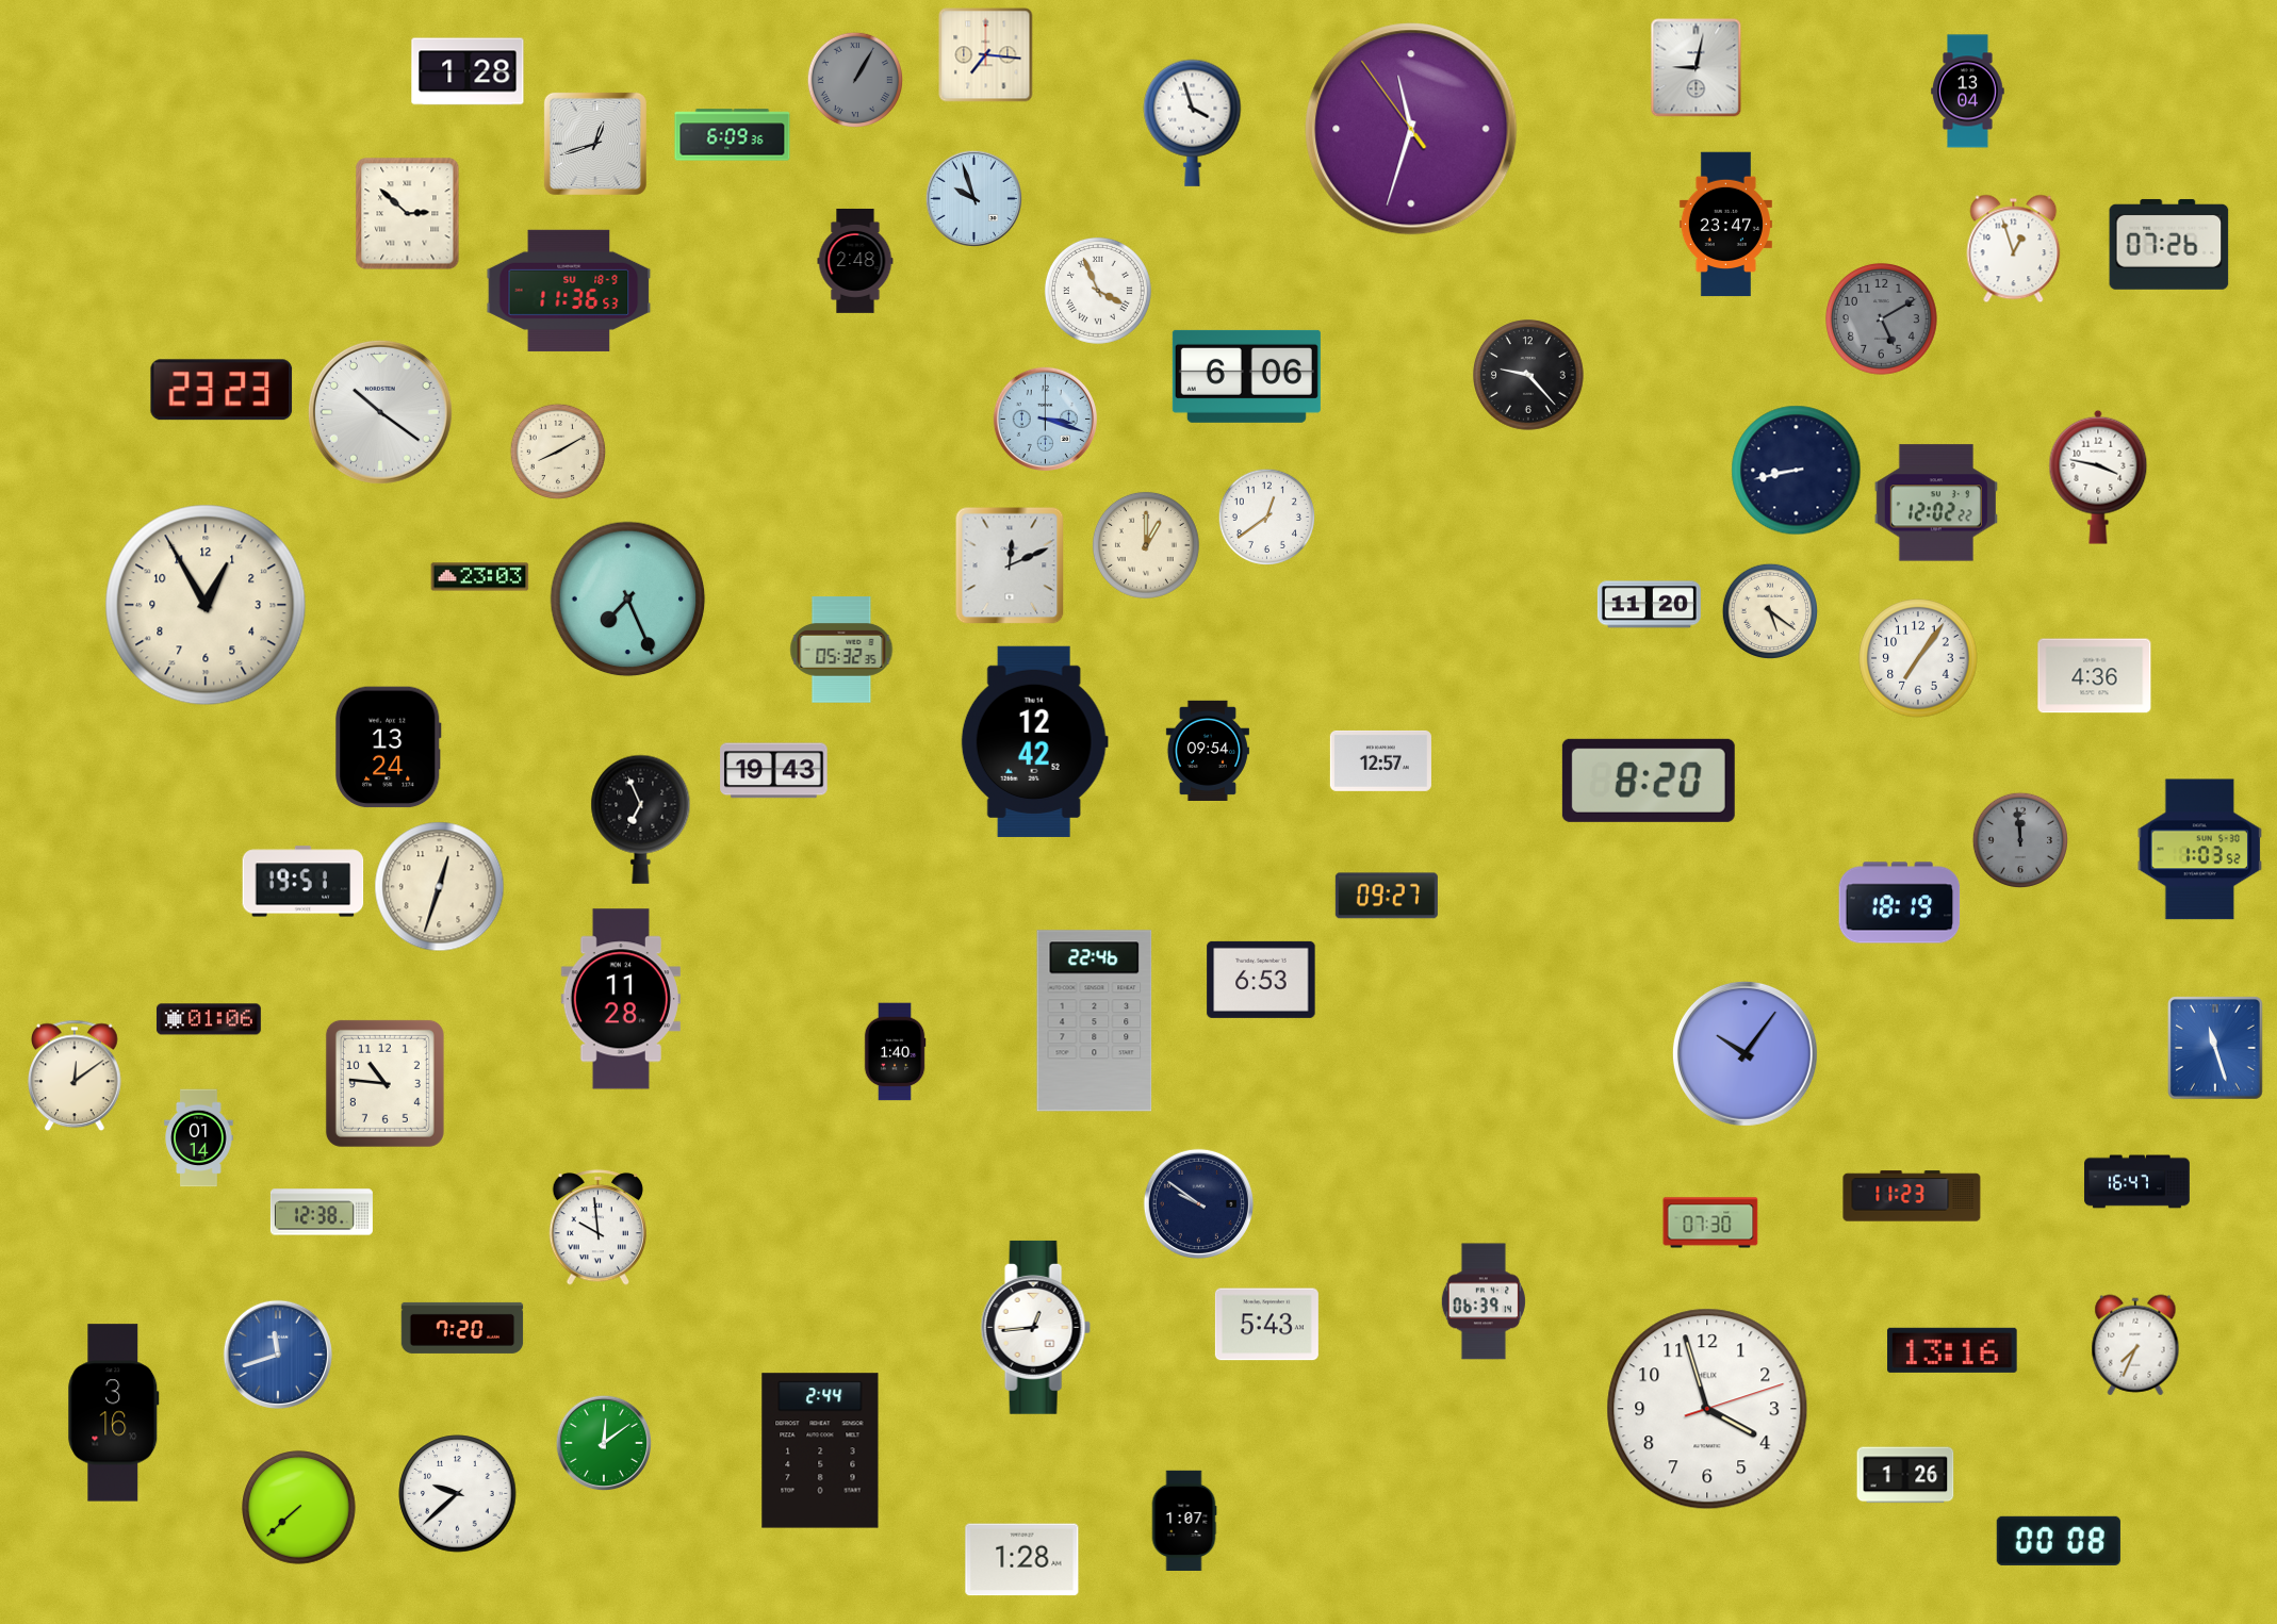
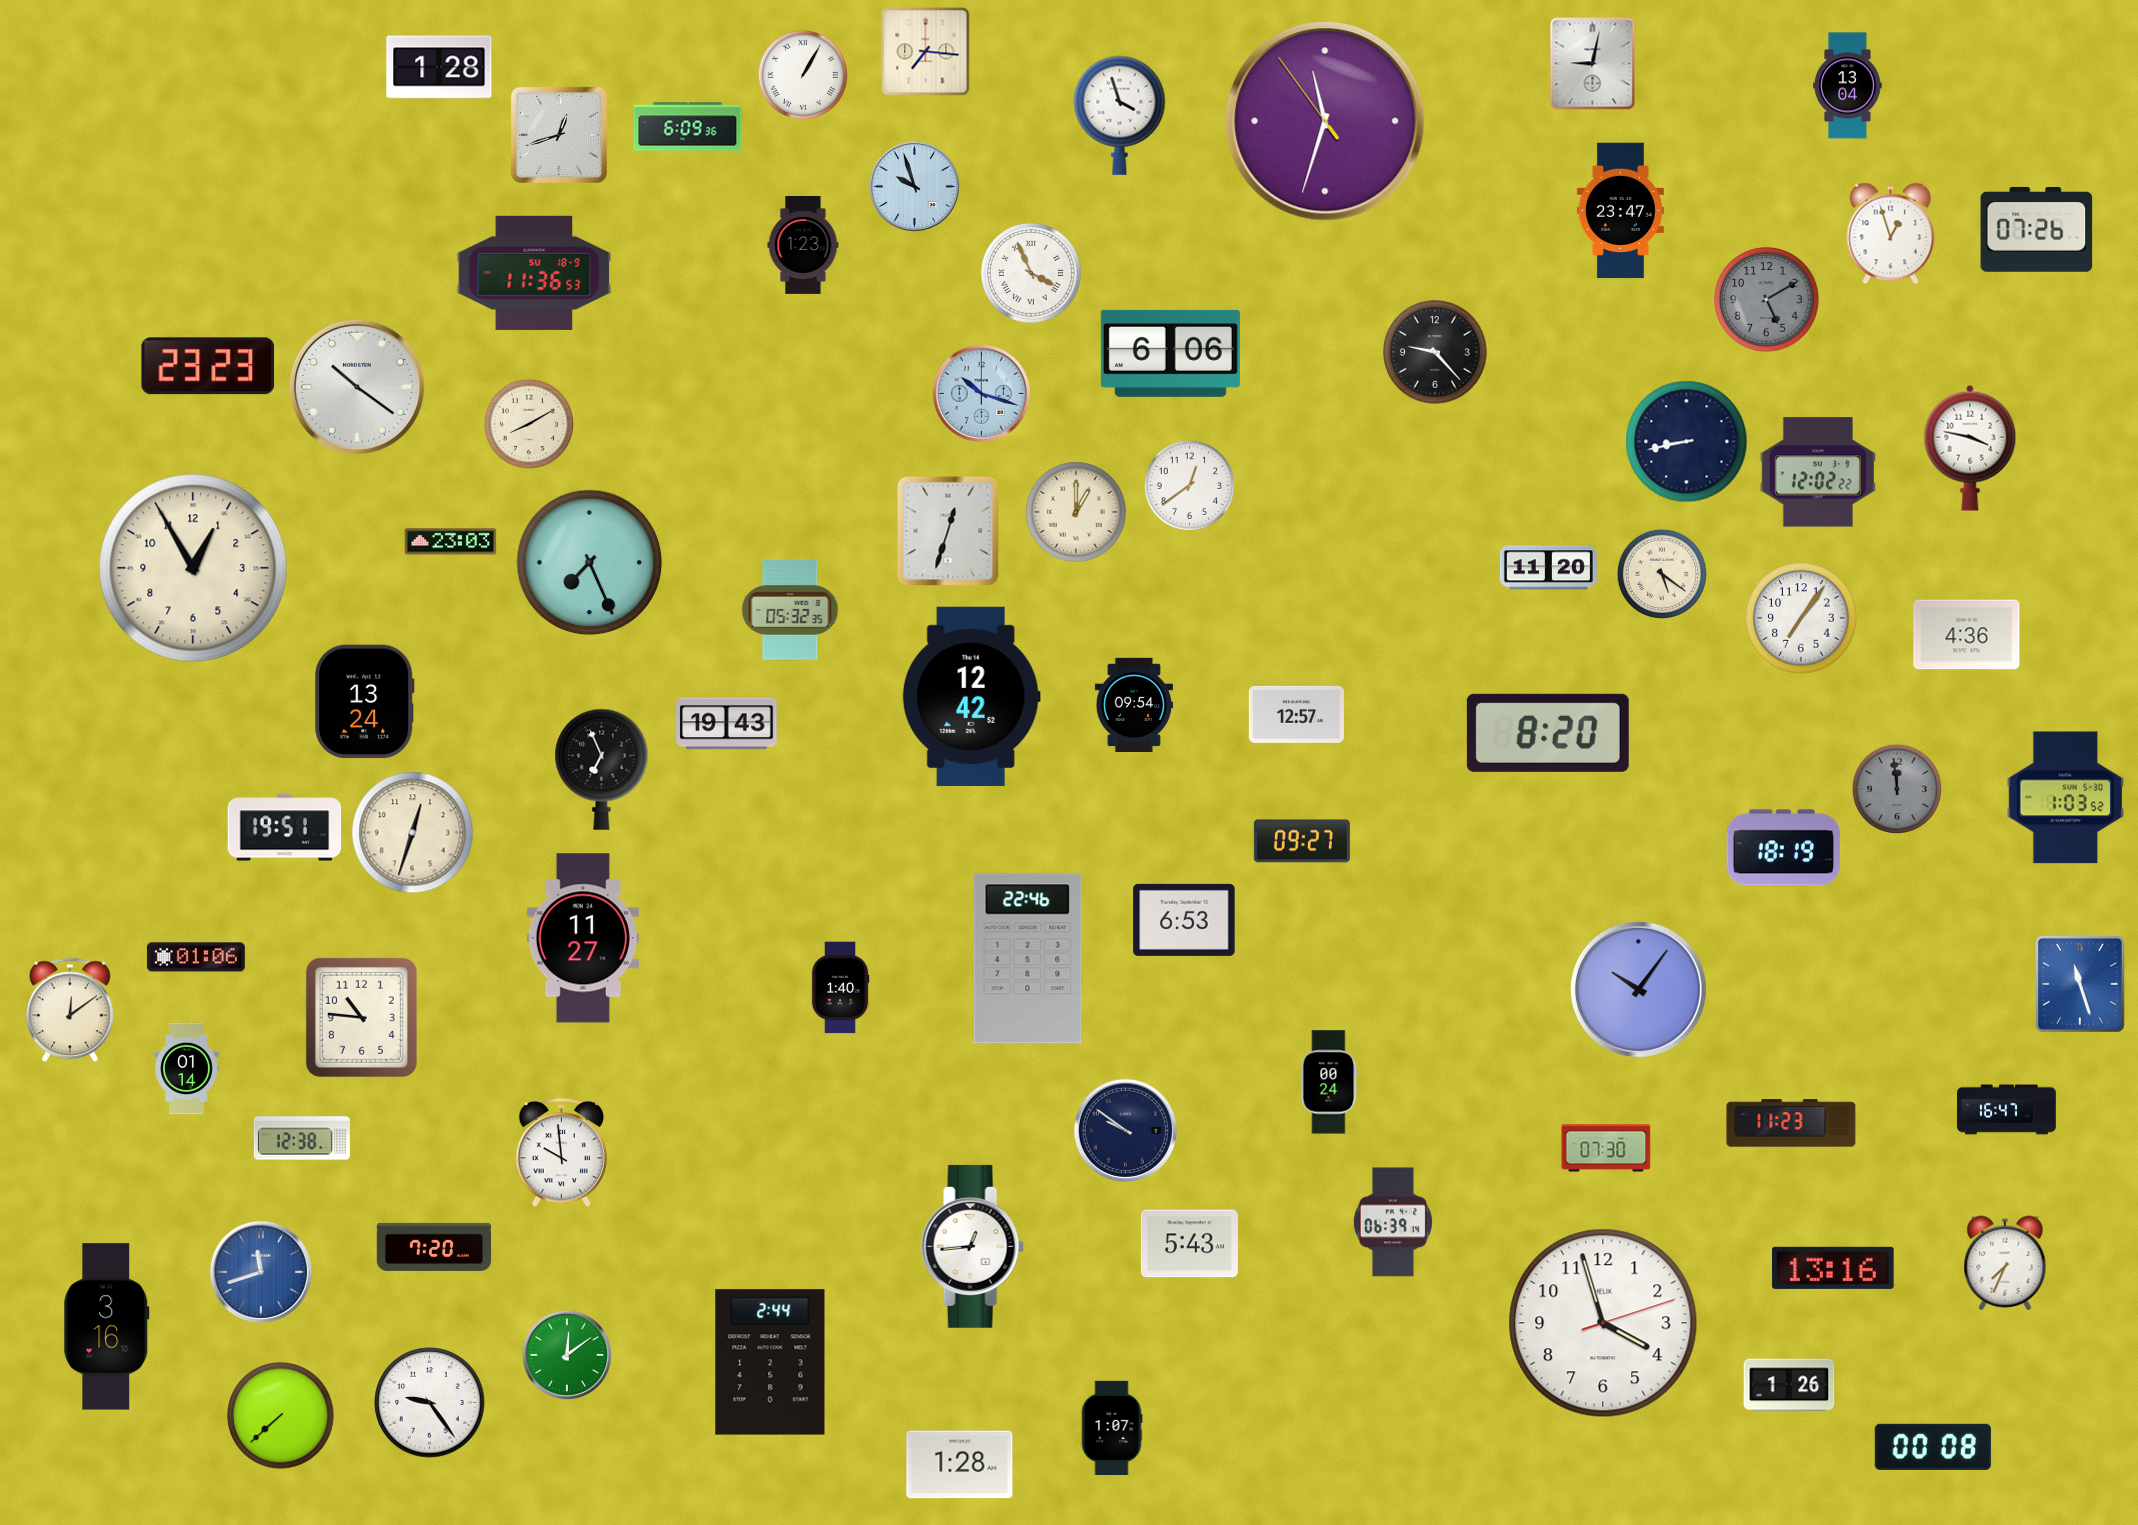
clock at (855, 80) dial: grey -> white
clock at (408, 214): 2:52 -> none
clock at (855, 261): 2:48 -> 1:23
clock at (1045, 419): 3:18 -> 10:18
clock at (558, 452) position: (558, 452) -> (529, 424)
clock at (1010, 565): 12:11 -> 12:33
clock at (621, 999): 11:28 -> 11:27
clock at (1329, 1082): none -> 00:24
clock at (1912, 1196) position: (1912, 1196) -> (1791, 1123)
clock at (458, 1494): 9:38 -> 9:24
